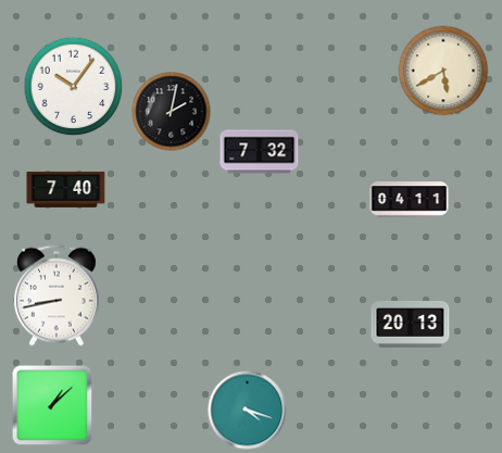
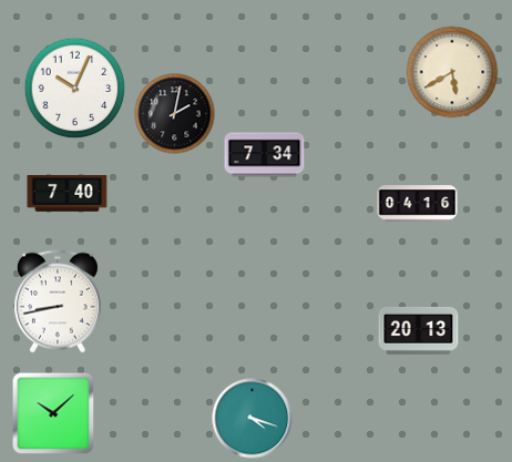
clock at (74, 87): 10:06 -> 10:04
clock at (260, 152): 7:32 -> 7:34
clock at (410, 200): 04:11 -> 04:16
clock at (52, 405): 1:08 -> 10:08
